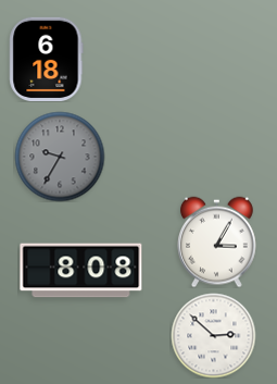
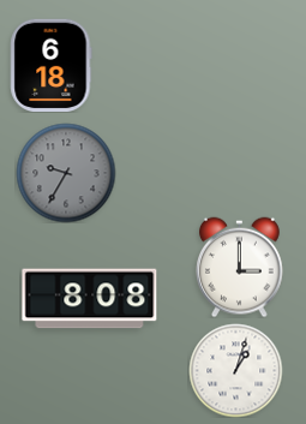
clock at (217, 241): 3:05 -> 3:00
clock at (213, 335): 2:52 -> 1:03
